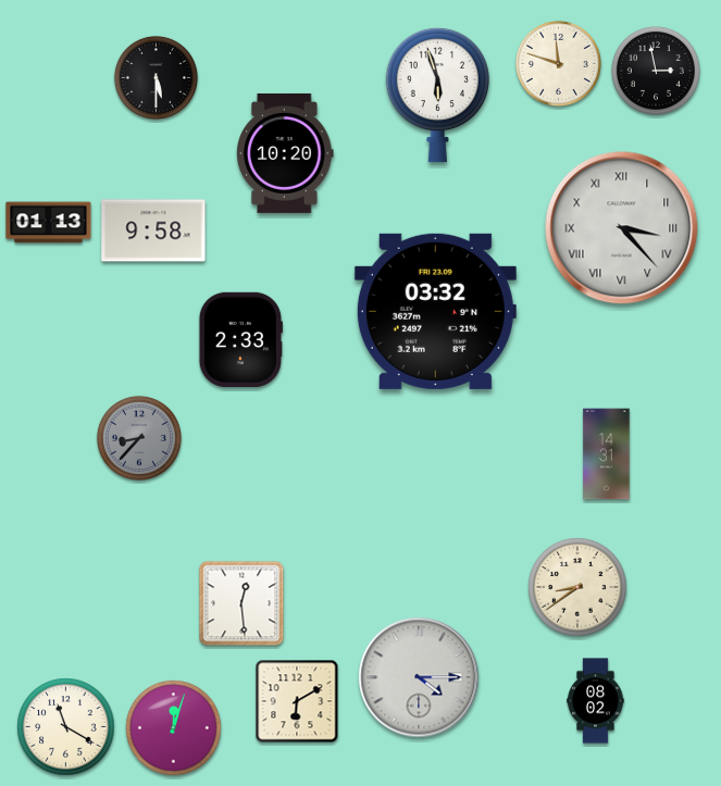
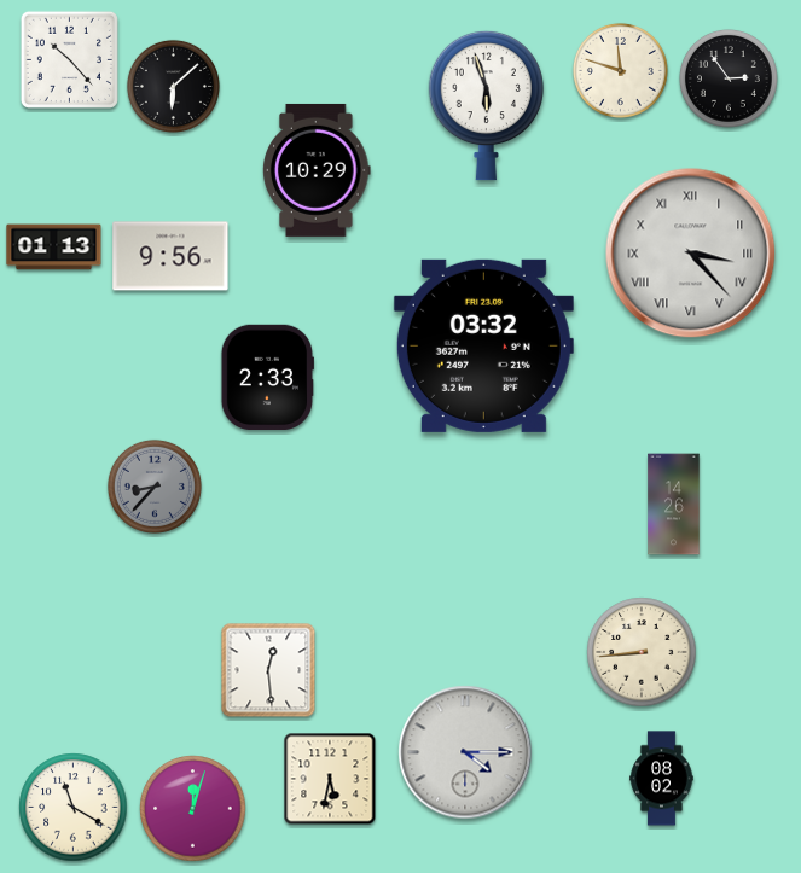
clock at (69, 59): none -> 10:23
clock at (656, 71): 2:58 -> 2:54
clock at (156, 77): 5:30 -> 6:08
clock at (285, 153): 10:20 -> 10:29
clock at (153, 230): 9:58 -> 9:56
clock at (607, 454): 14:31 -> 14:26
clock at (577, 587): 8:39 -> 8:44
clock at (297, 701): 6:10 -> 5:32
